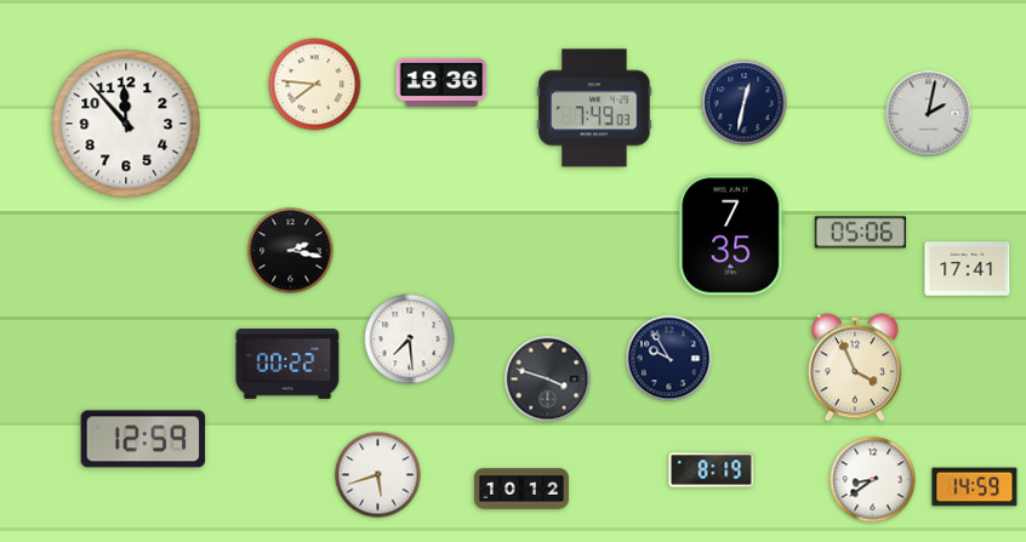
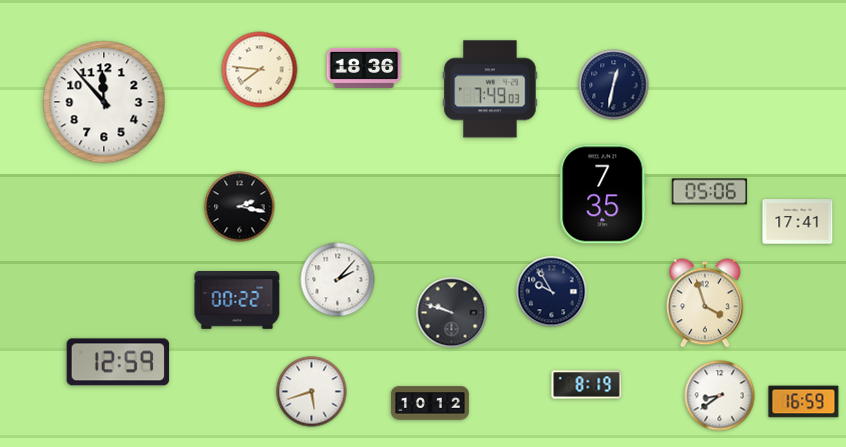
clock at (929, 114): 2:02 -> none
clock at (410, 340): 7:29 -> 2:07
clock at (669, 359) position: (669, 359) -> (552, 292)
clock at (855, 367): 3:56 -> 3:57
clock at (548, 380): 3:48 -> 9:48
clock at (712, 470) position: (712, 470) -> (587, 385)
clock at (975, 487): 14:59 -> 16:59
